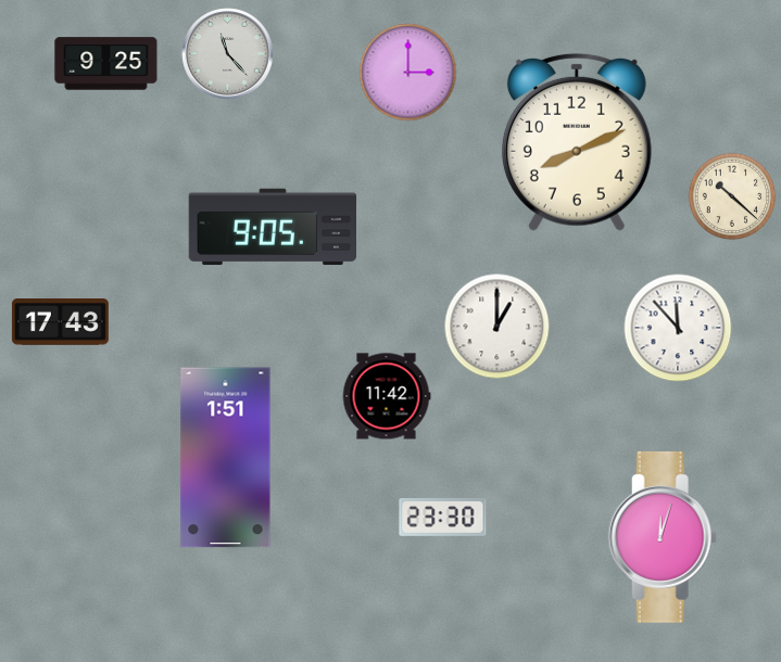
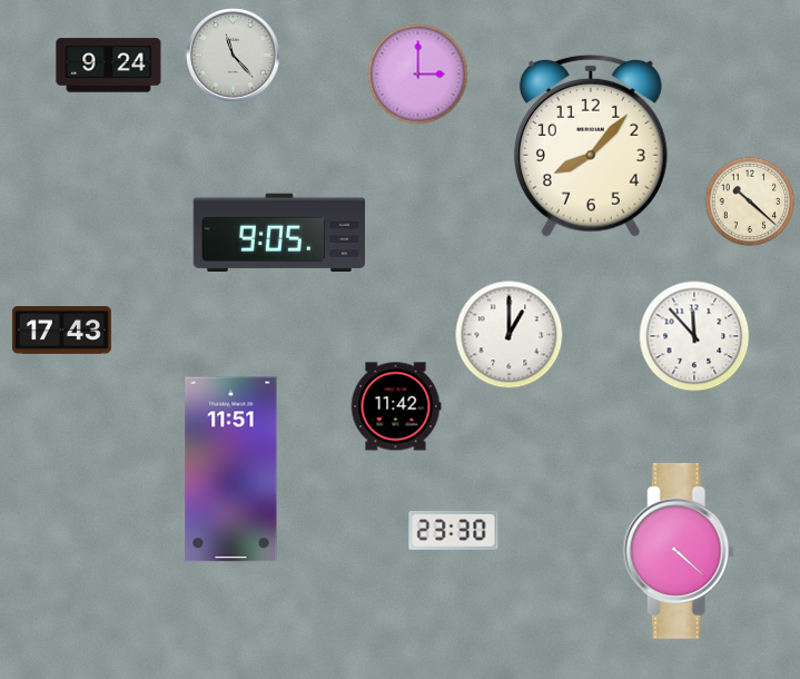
clock at (106, 64): 9:25 -> 9:24
clock at (577, 142): 8:11 -> 8:07
clock at (226, 458): 1:51 -> 11:51
clock at (663, 537): 12:03 -> 4:22
